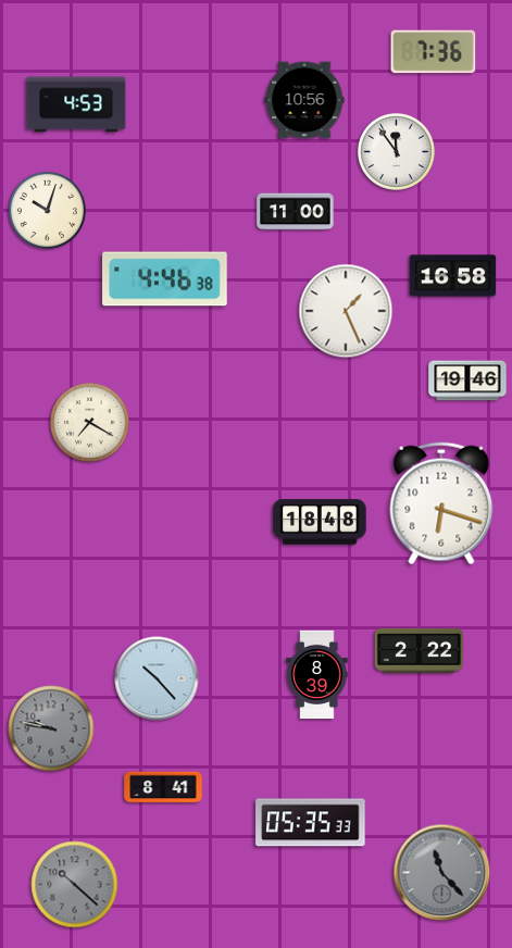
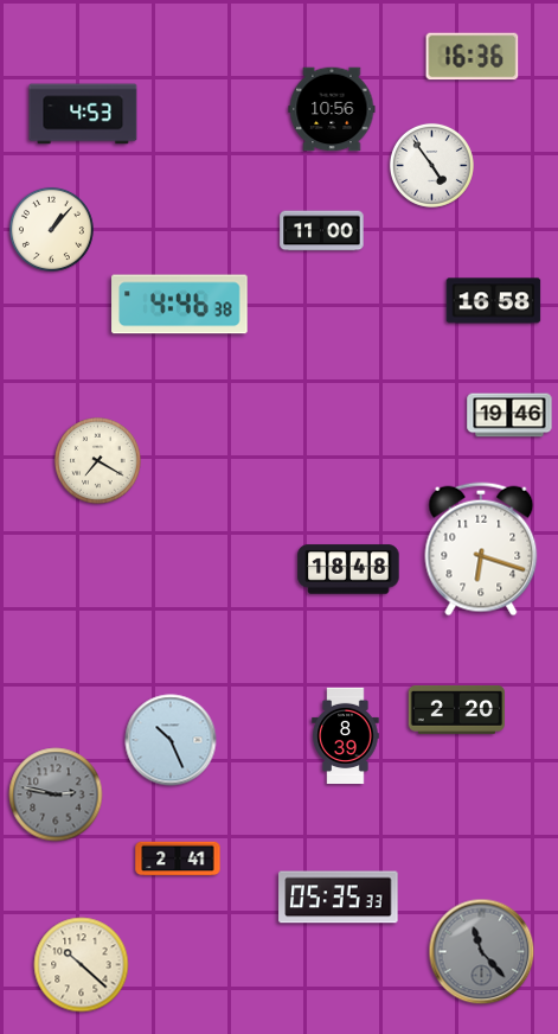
clock at (434, 52): 7:36 -> 16:36
clock at (396, 151): 11:54 -> 4:54
clock at (47, 210): 10:03 -> 1:07
clock at (346, 311): 1:26 -> none
clock at (419, 650): 2:22 -> 2:20
clock at (157, 678): 10:23 -> 10:26
clock at (51, 728): 9:47 -> 2:47
clock at (163, 787): 8:41 -> 2:41
clock at (75, 885) dial: grey -> cream
